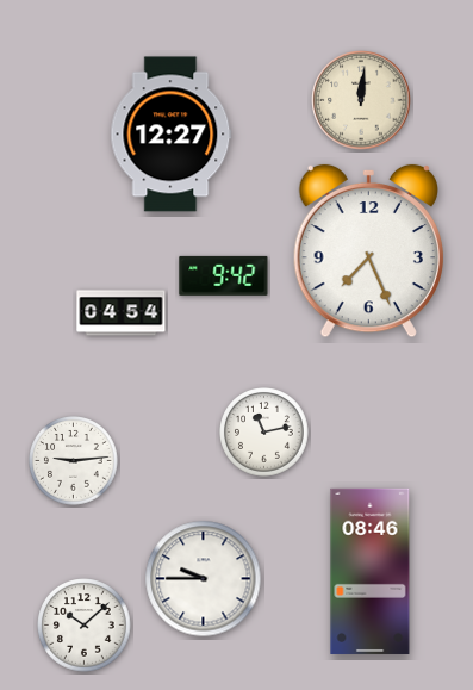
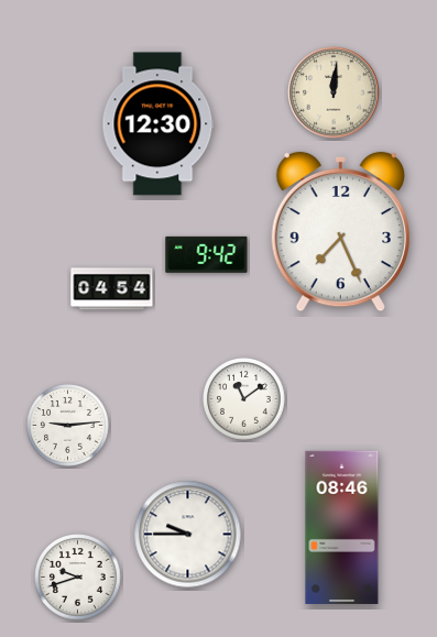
clock at (172, 135): 12:27 -> 12:30
clock at (264, 433): 11:13 -> 11:09
clock at (85, 626): 10:08 -> 9:42
